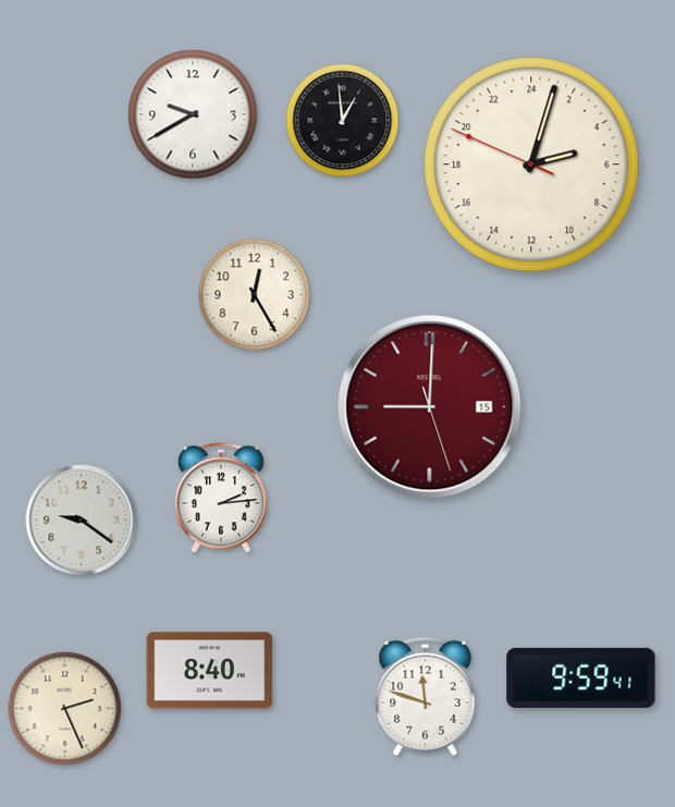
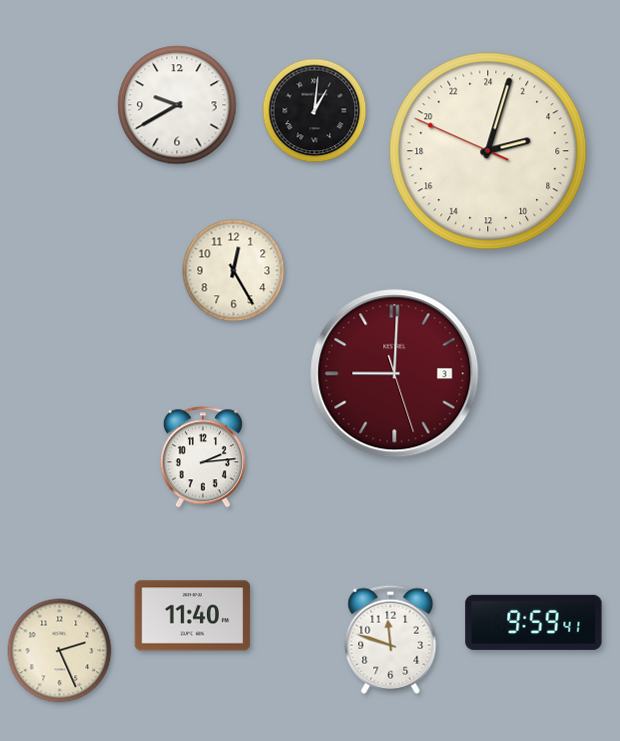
clock at (343, 121): 12:59 -> 1:01
clock at (430, 407) date: 15 -> 3
clock at (82, 521): 9:21 -> none
clock at (210, 671): 8:40 -> 11:40
